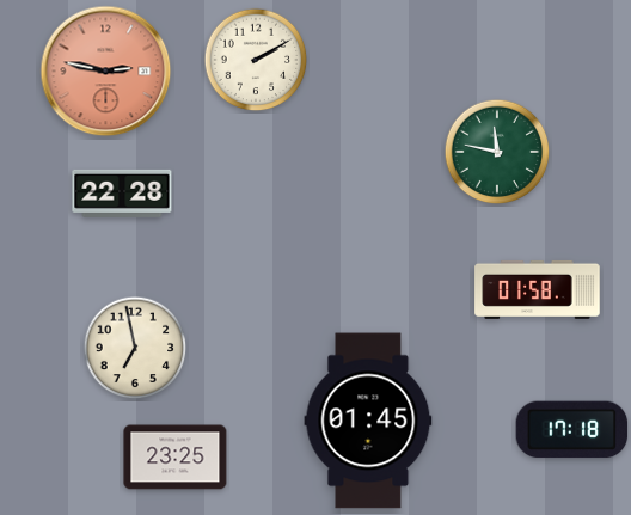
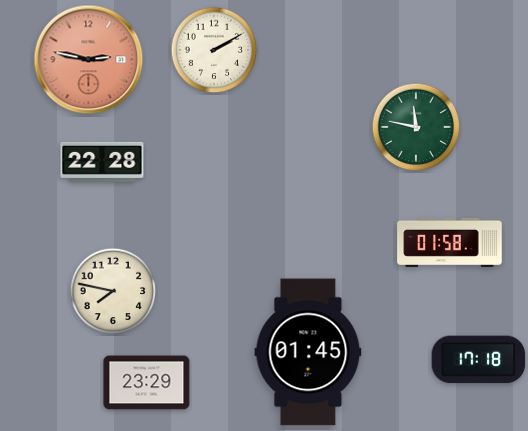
clock at (135, 348): 6:58 -> 7:47
clock at (176, 458): 23:25 -> 23:29
